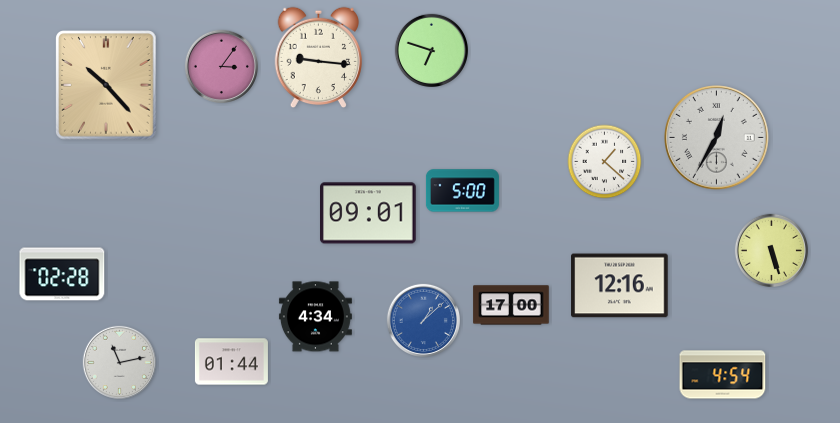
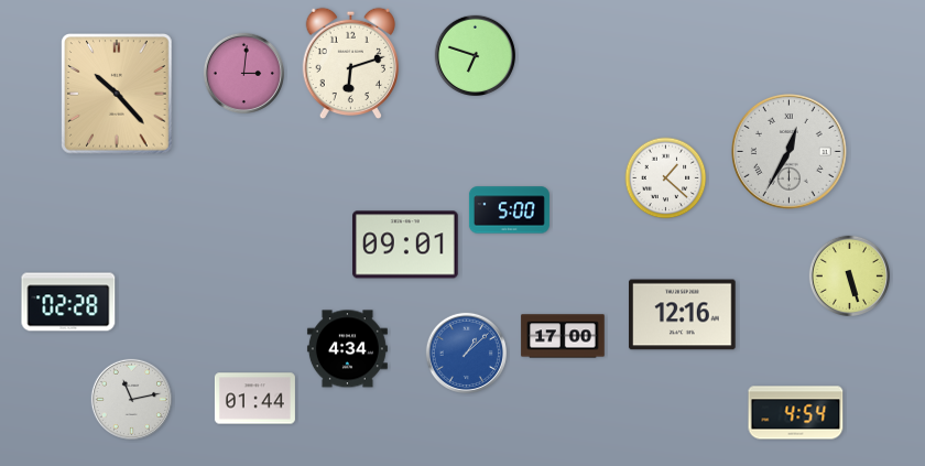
clock at (318, 58): 9:16 -> 6:12
clock at (221, 66): 3:06 -> 3:01
clock at (369, 213) position: (369, 213) -> (406, 245)
